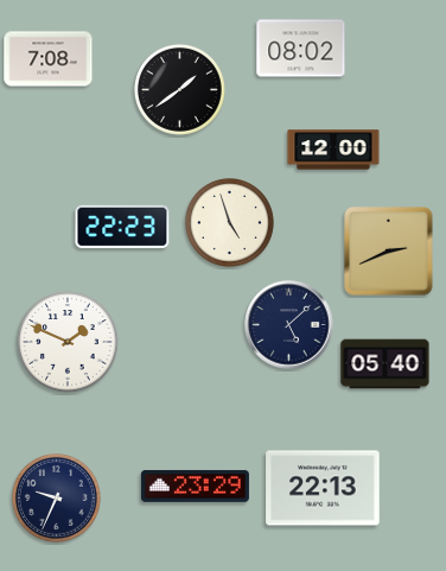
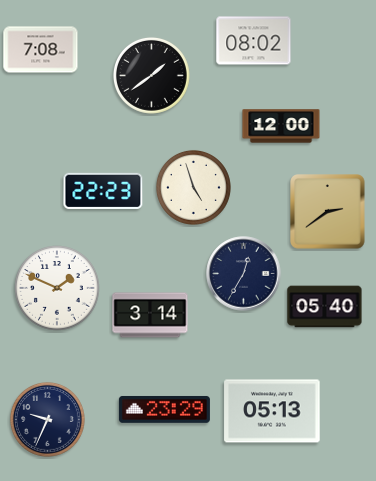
clock at (389, 252): 2:41 -> 2:39
clock at (289, 325): 5:08 -> 12:35
clock at (150, 315): none -> 3:14
clock at (323, 488): 22:13 -> 05:13
